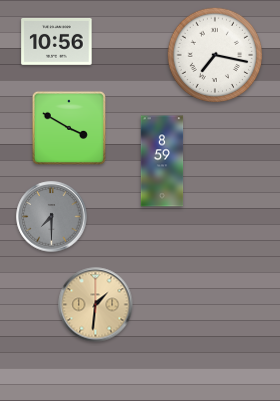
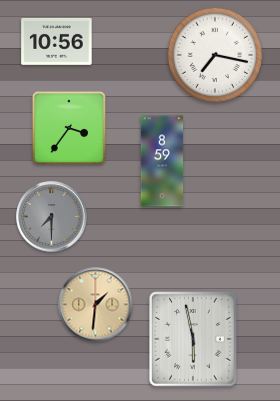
clock at (68, 127): 3:50 -> 3:36
clock at (193, 339): none -> 5:58
